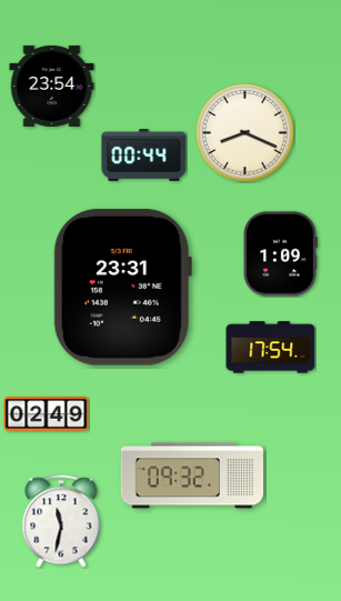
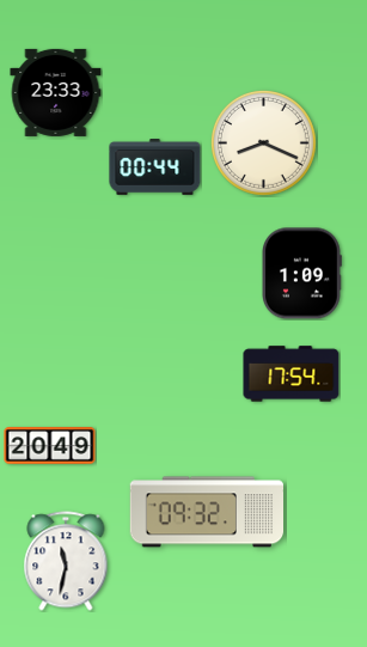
clock at (52, 86): 23:54 -> 23:33
clock at (122, 288): 23:31 -> none
clock at (47, 414): 02:49 -> 20:49
